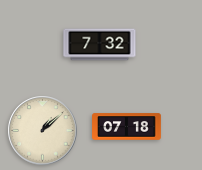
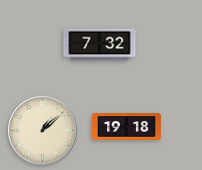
clock at (127, 127): 07:18 -> 19:18
